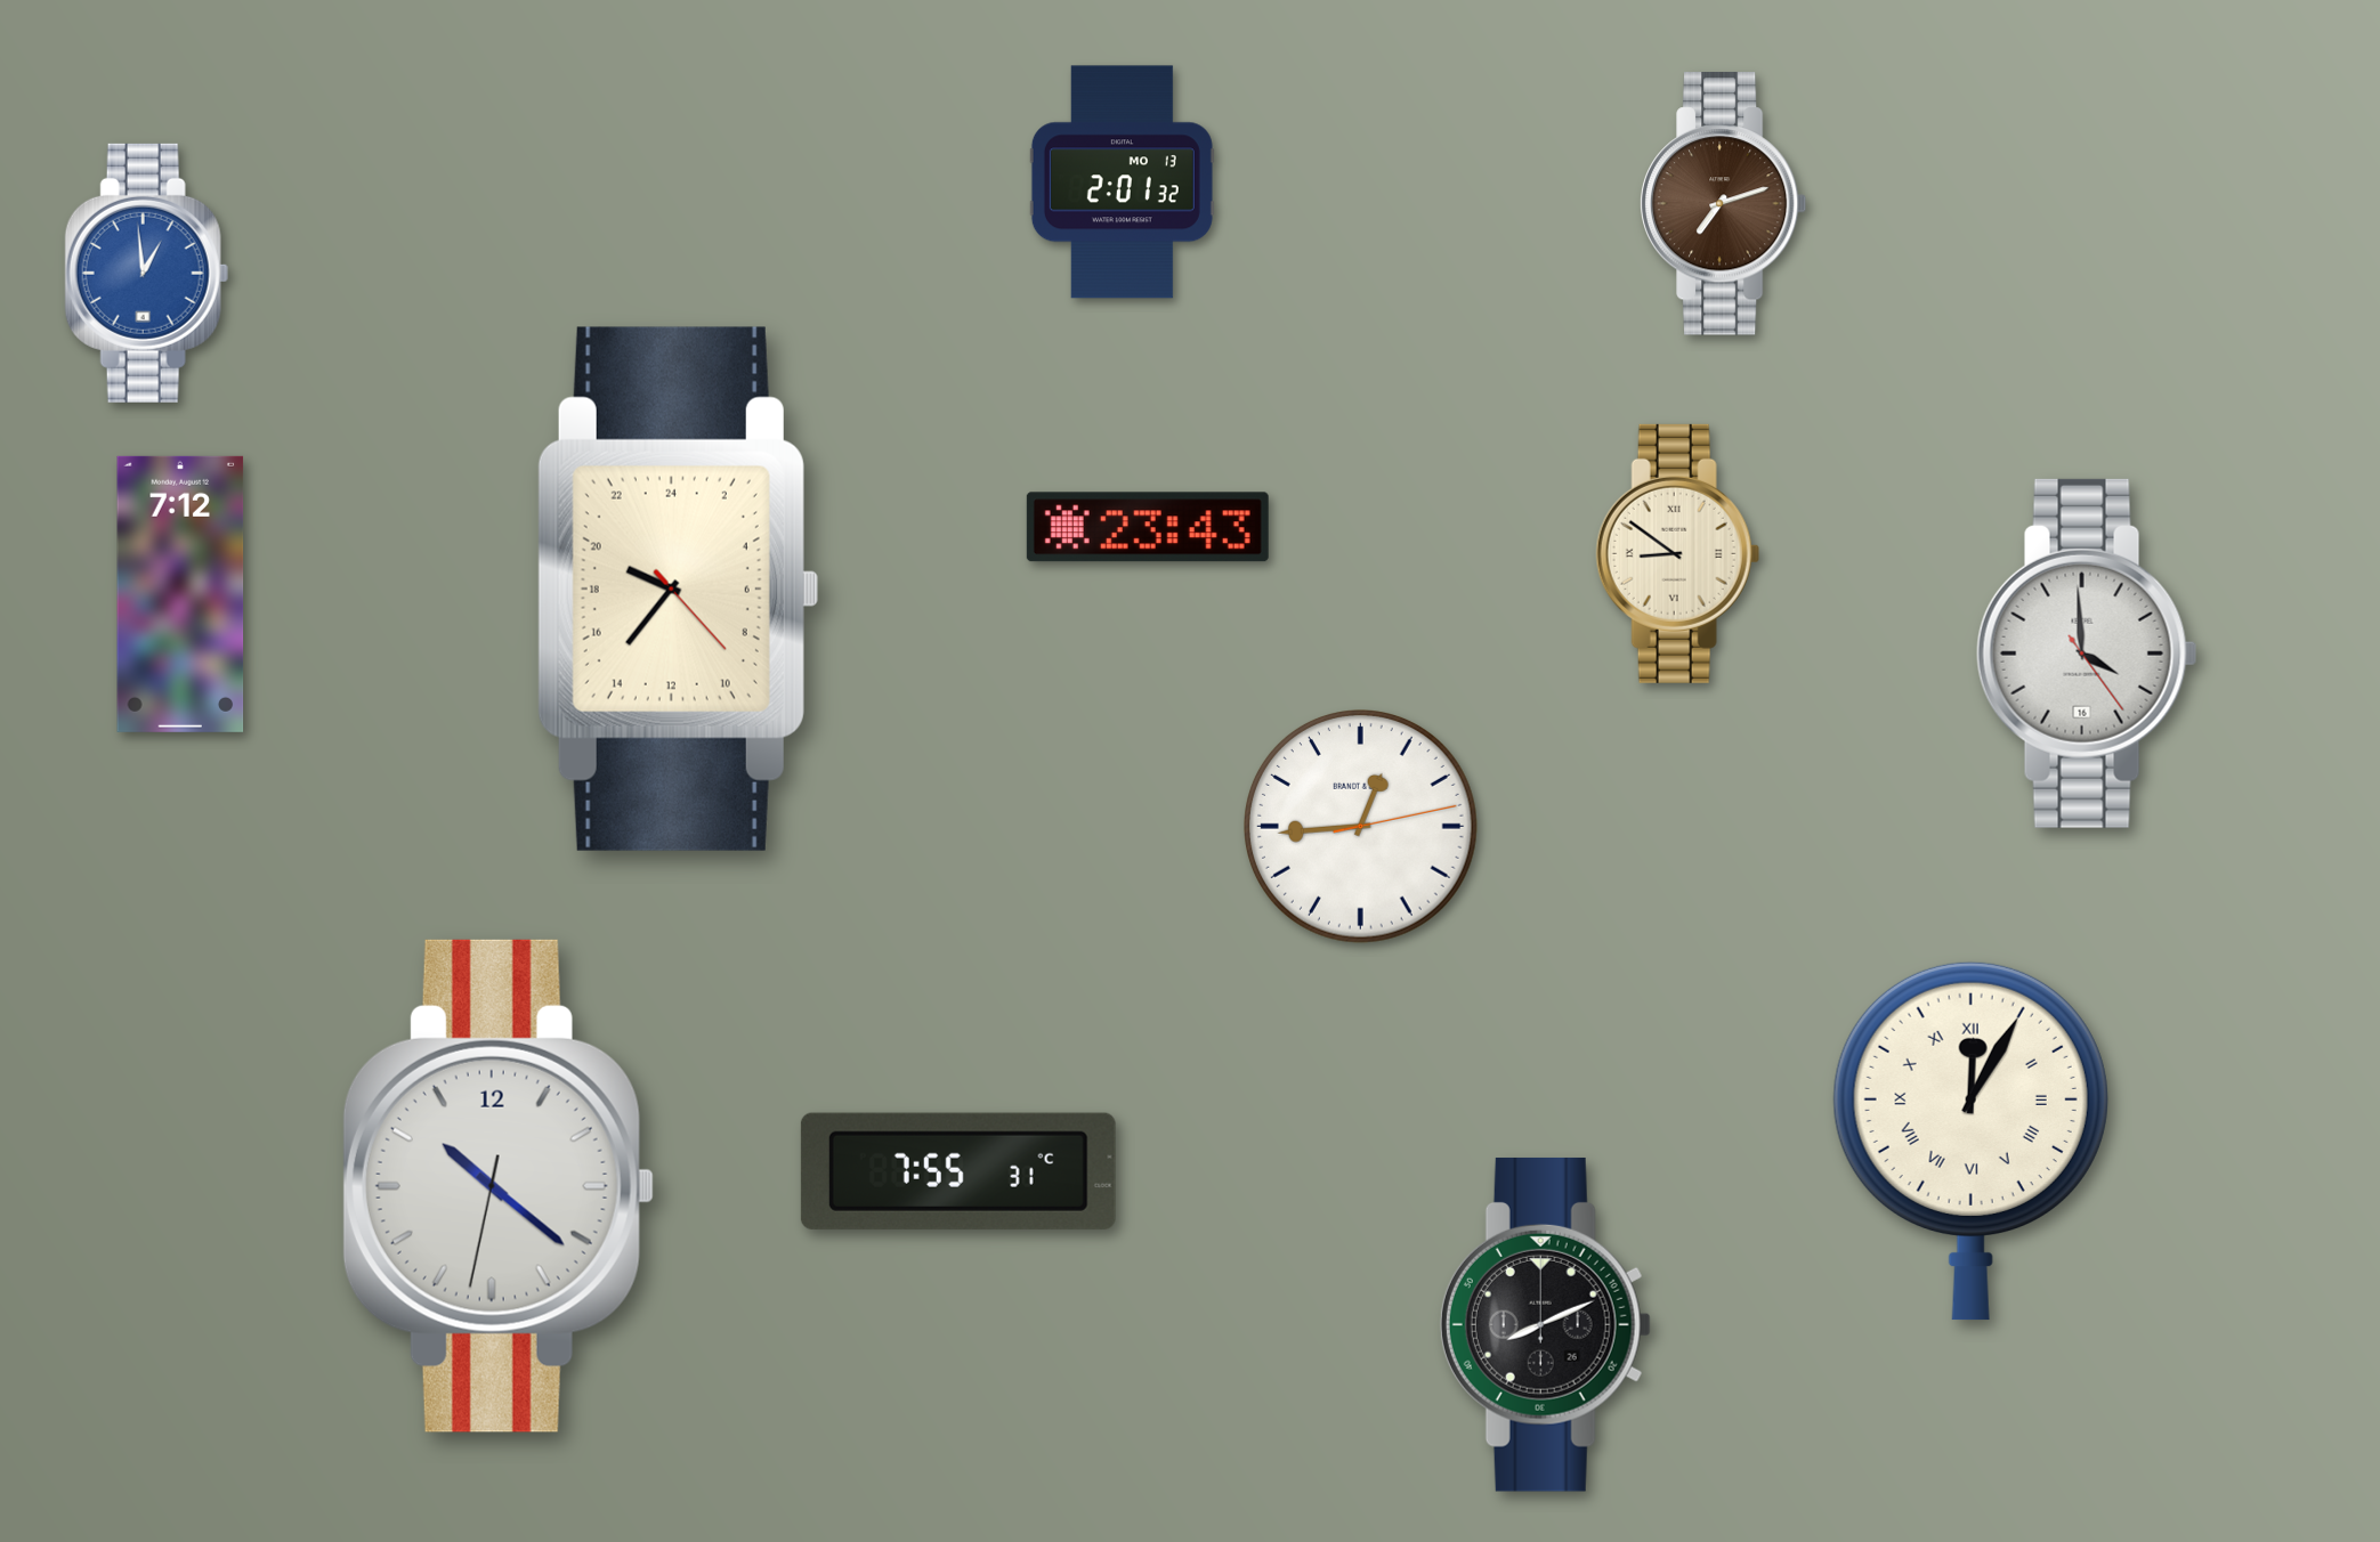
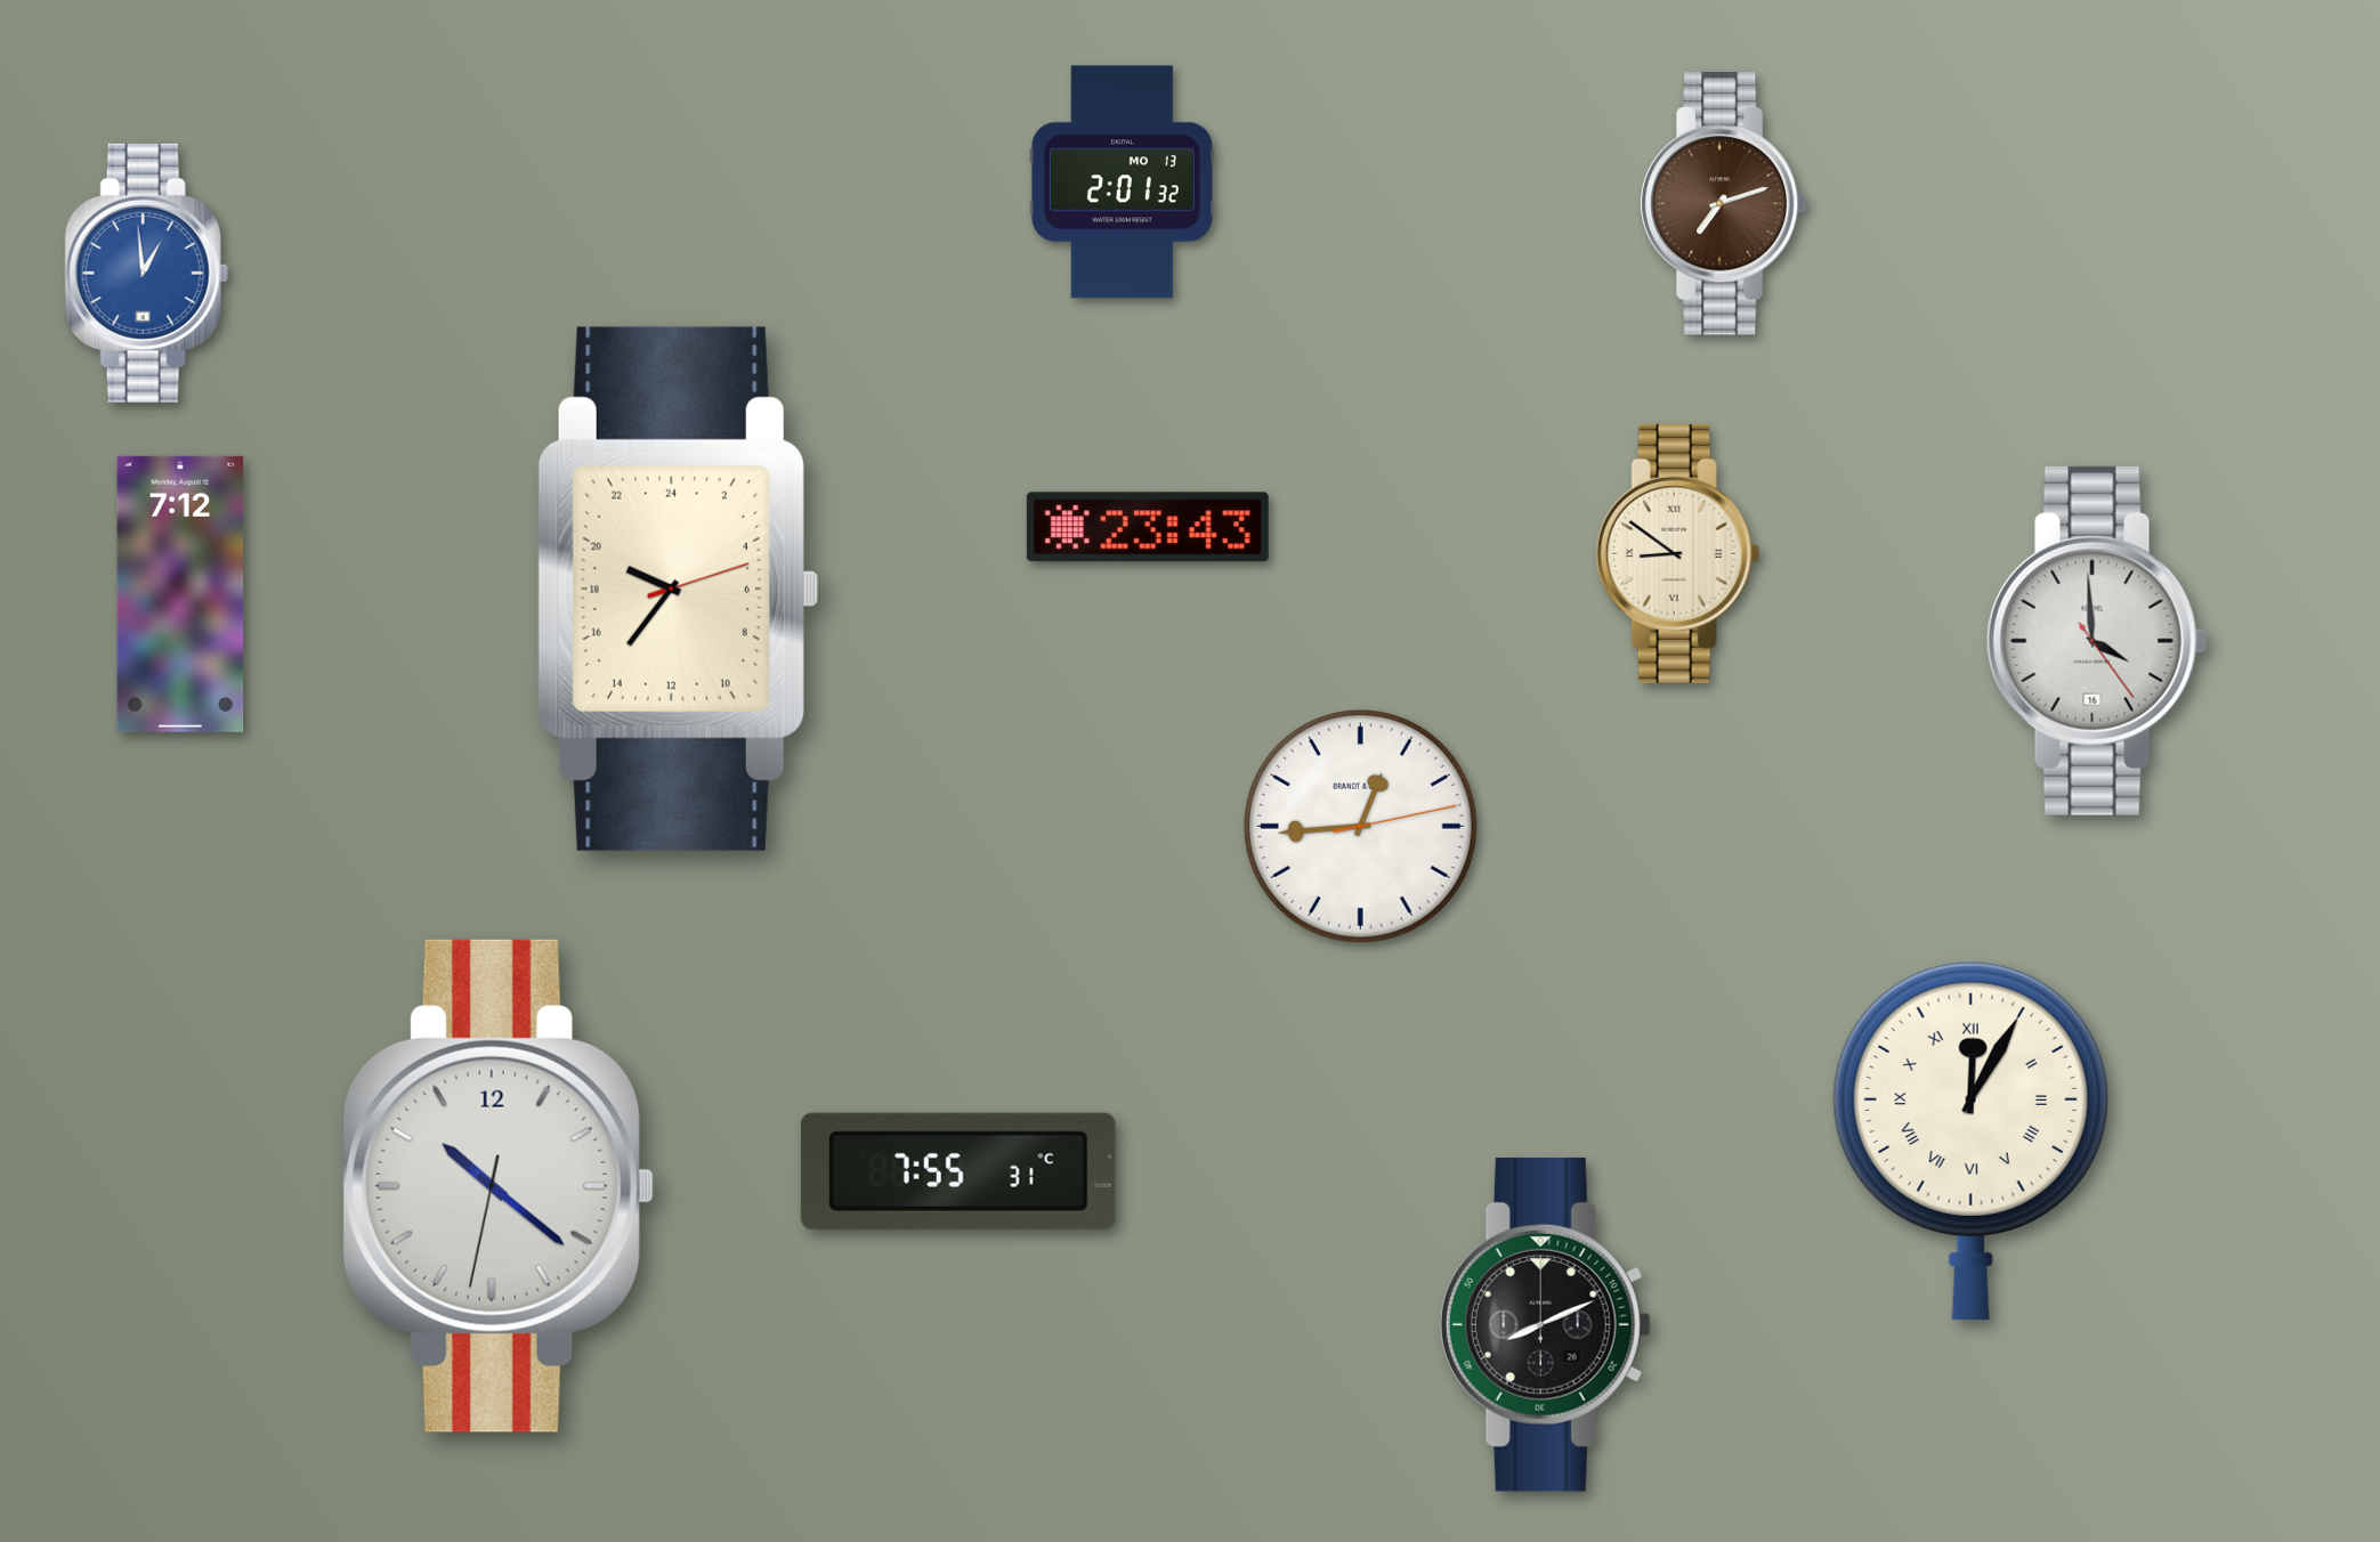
clock at (678, 589): 19:36:23 -> 19:36:12
clock at (2087, 654) position: (2087, 654) -> (2097, 641)
